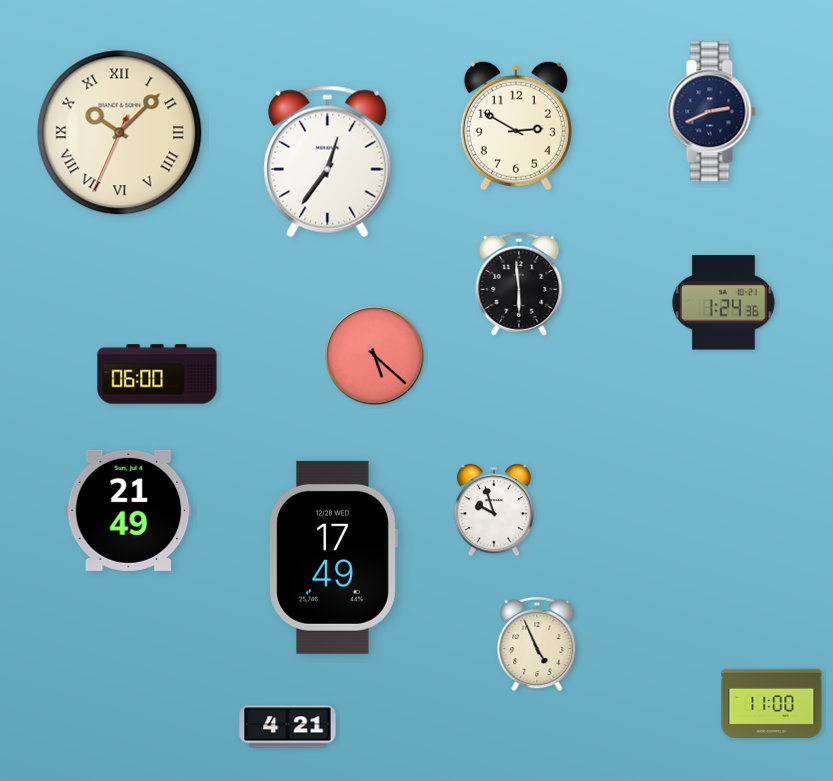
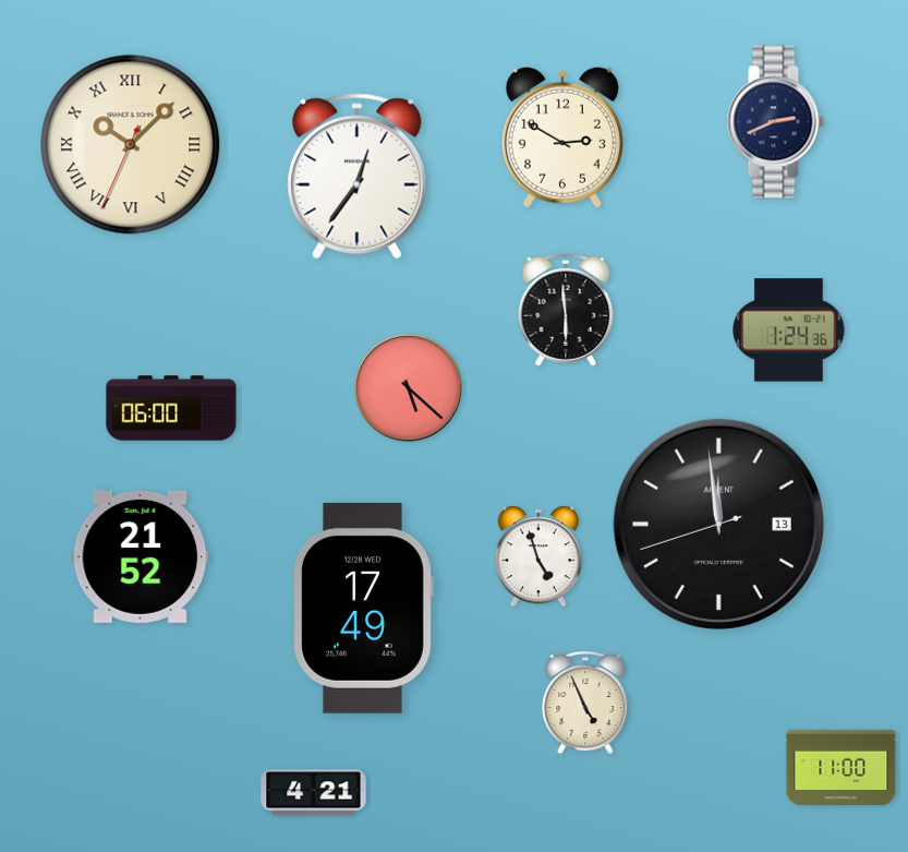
clock at (718, 524): none -> 11:58
clock at (129, 510): 21:49 -> 21:52
clock at (494, 510): 9:57 -> 4:57
